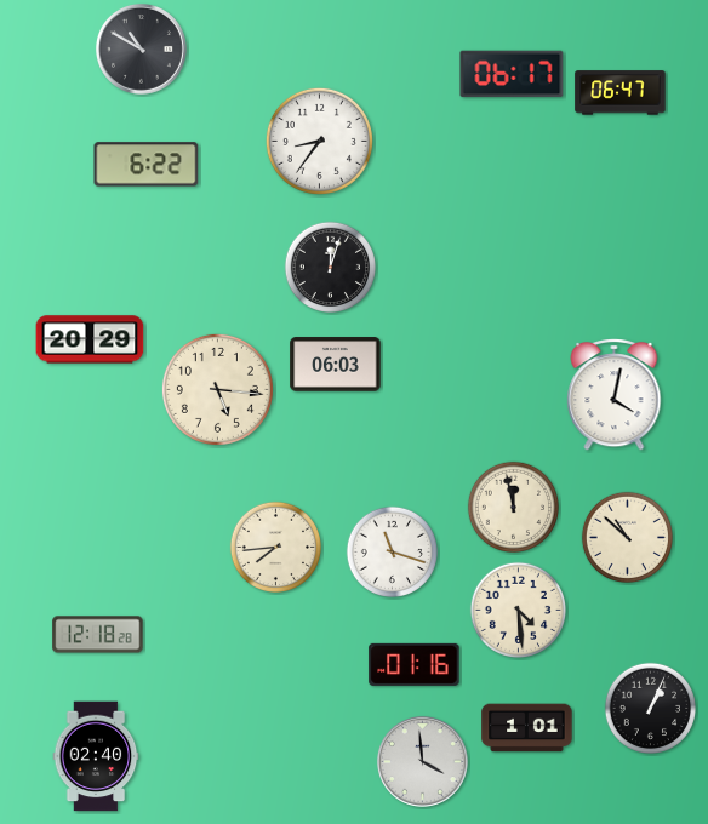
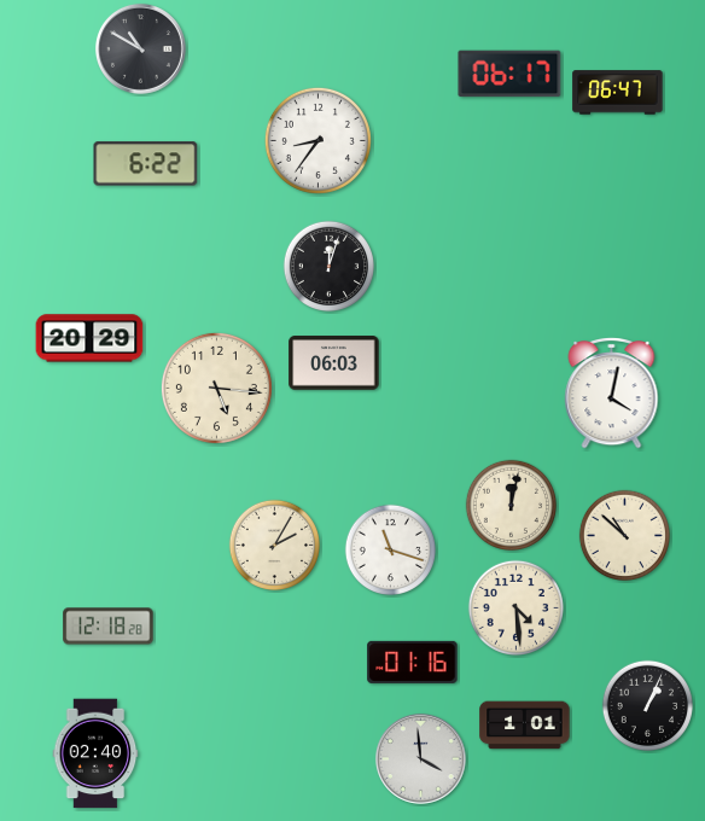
clock at (514, 508): 11:58 -> 12:02
clock at (276, 548): 7:44 -> 2:05
clock at (98, 635) position: (98, 635) -> (109, 627)
